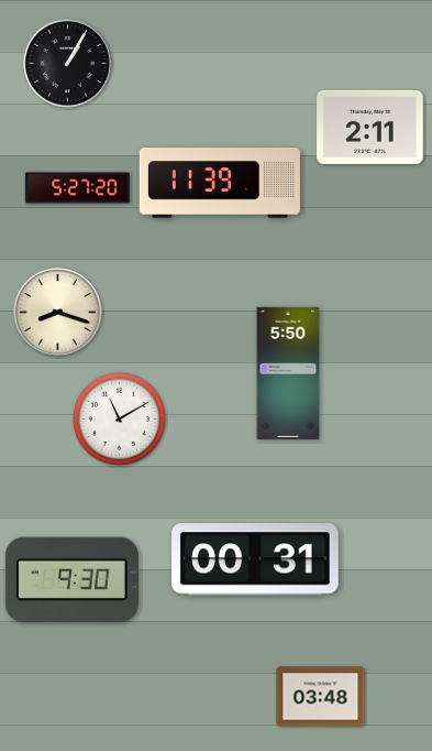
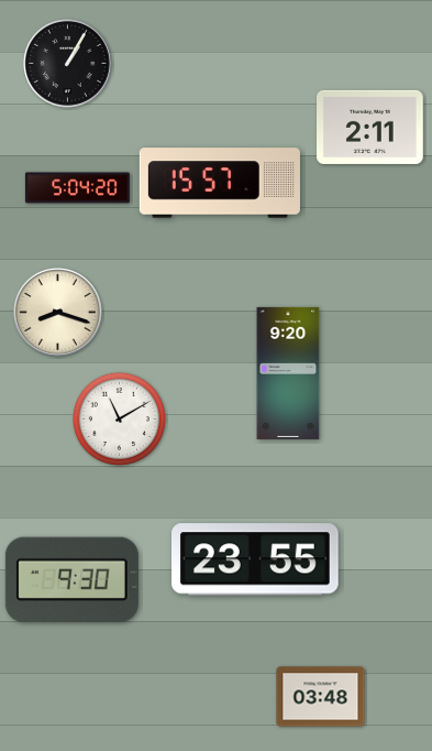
clock at (220, 183): 11:39 -> 15:57
clock at (77, 188): 5:27 -> 5:04
clock at (288, 373): 5:50 -> 9:20
clock at (256, 559): 00:31 -> 23:55
